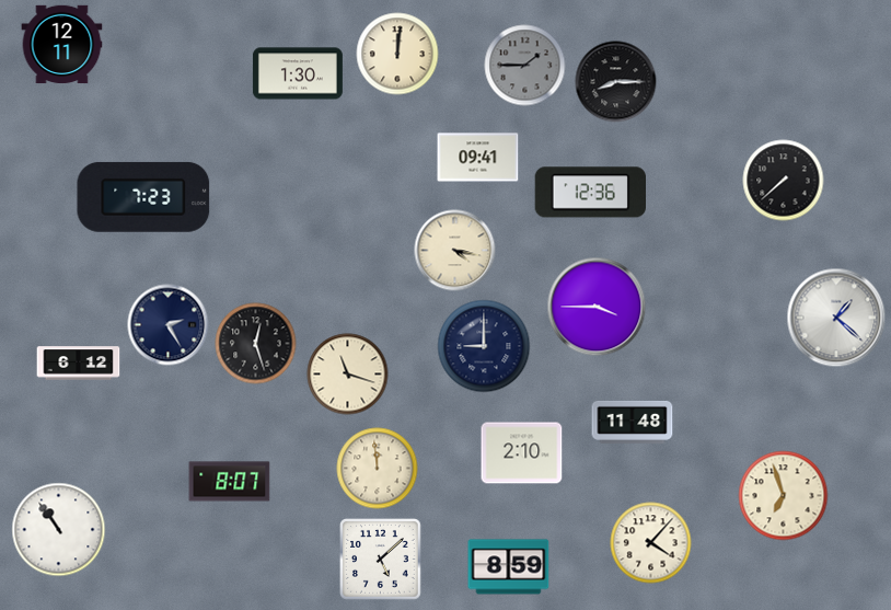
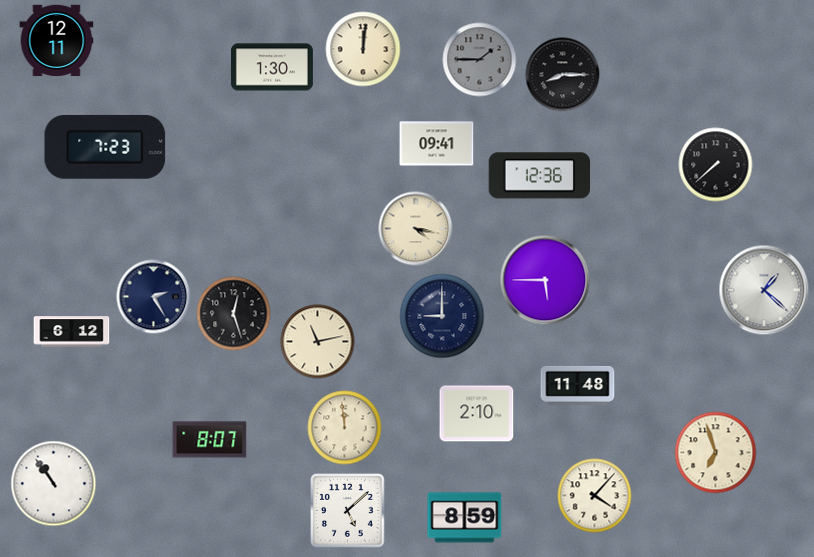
clock at (143, 197) position: (143, 197) -> (105, 147)
clock at (597, 307): 3:45 -> 5:45
clock at (348, 375): 11:18 -> 11:13
